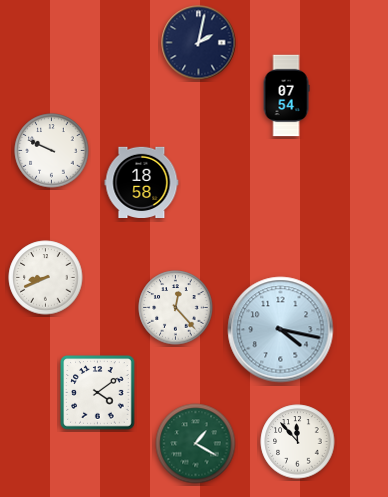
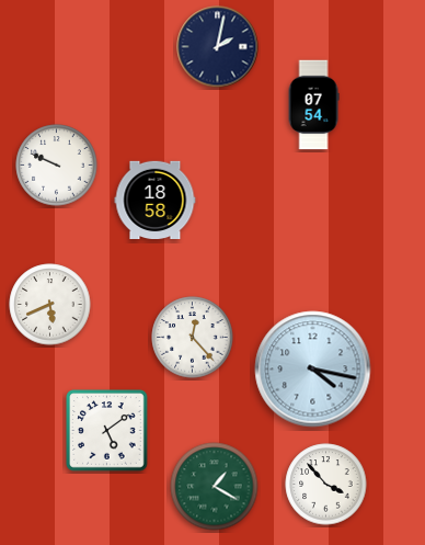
clock at (46, 278): 8:41 -> 5:41
clock at (281, 330) position: (281, 330) -> (313, 370)
clock at (98, 393): 4:09 -> 5:09
clock at (298, 442): 11:53 -> 3:53
